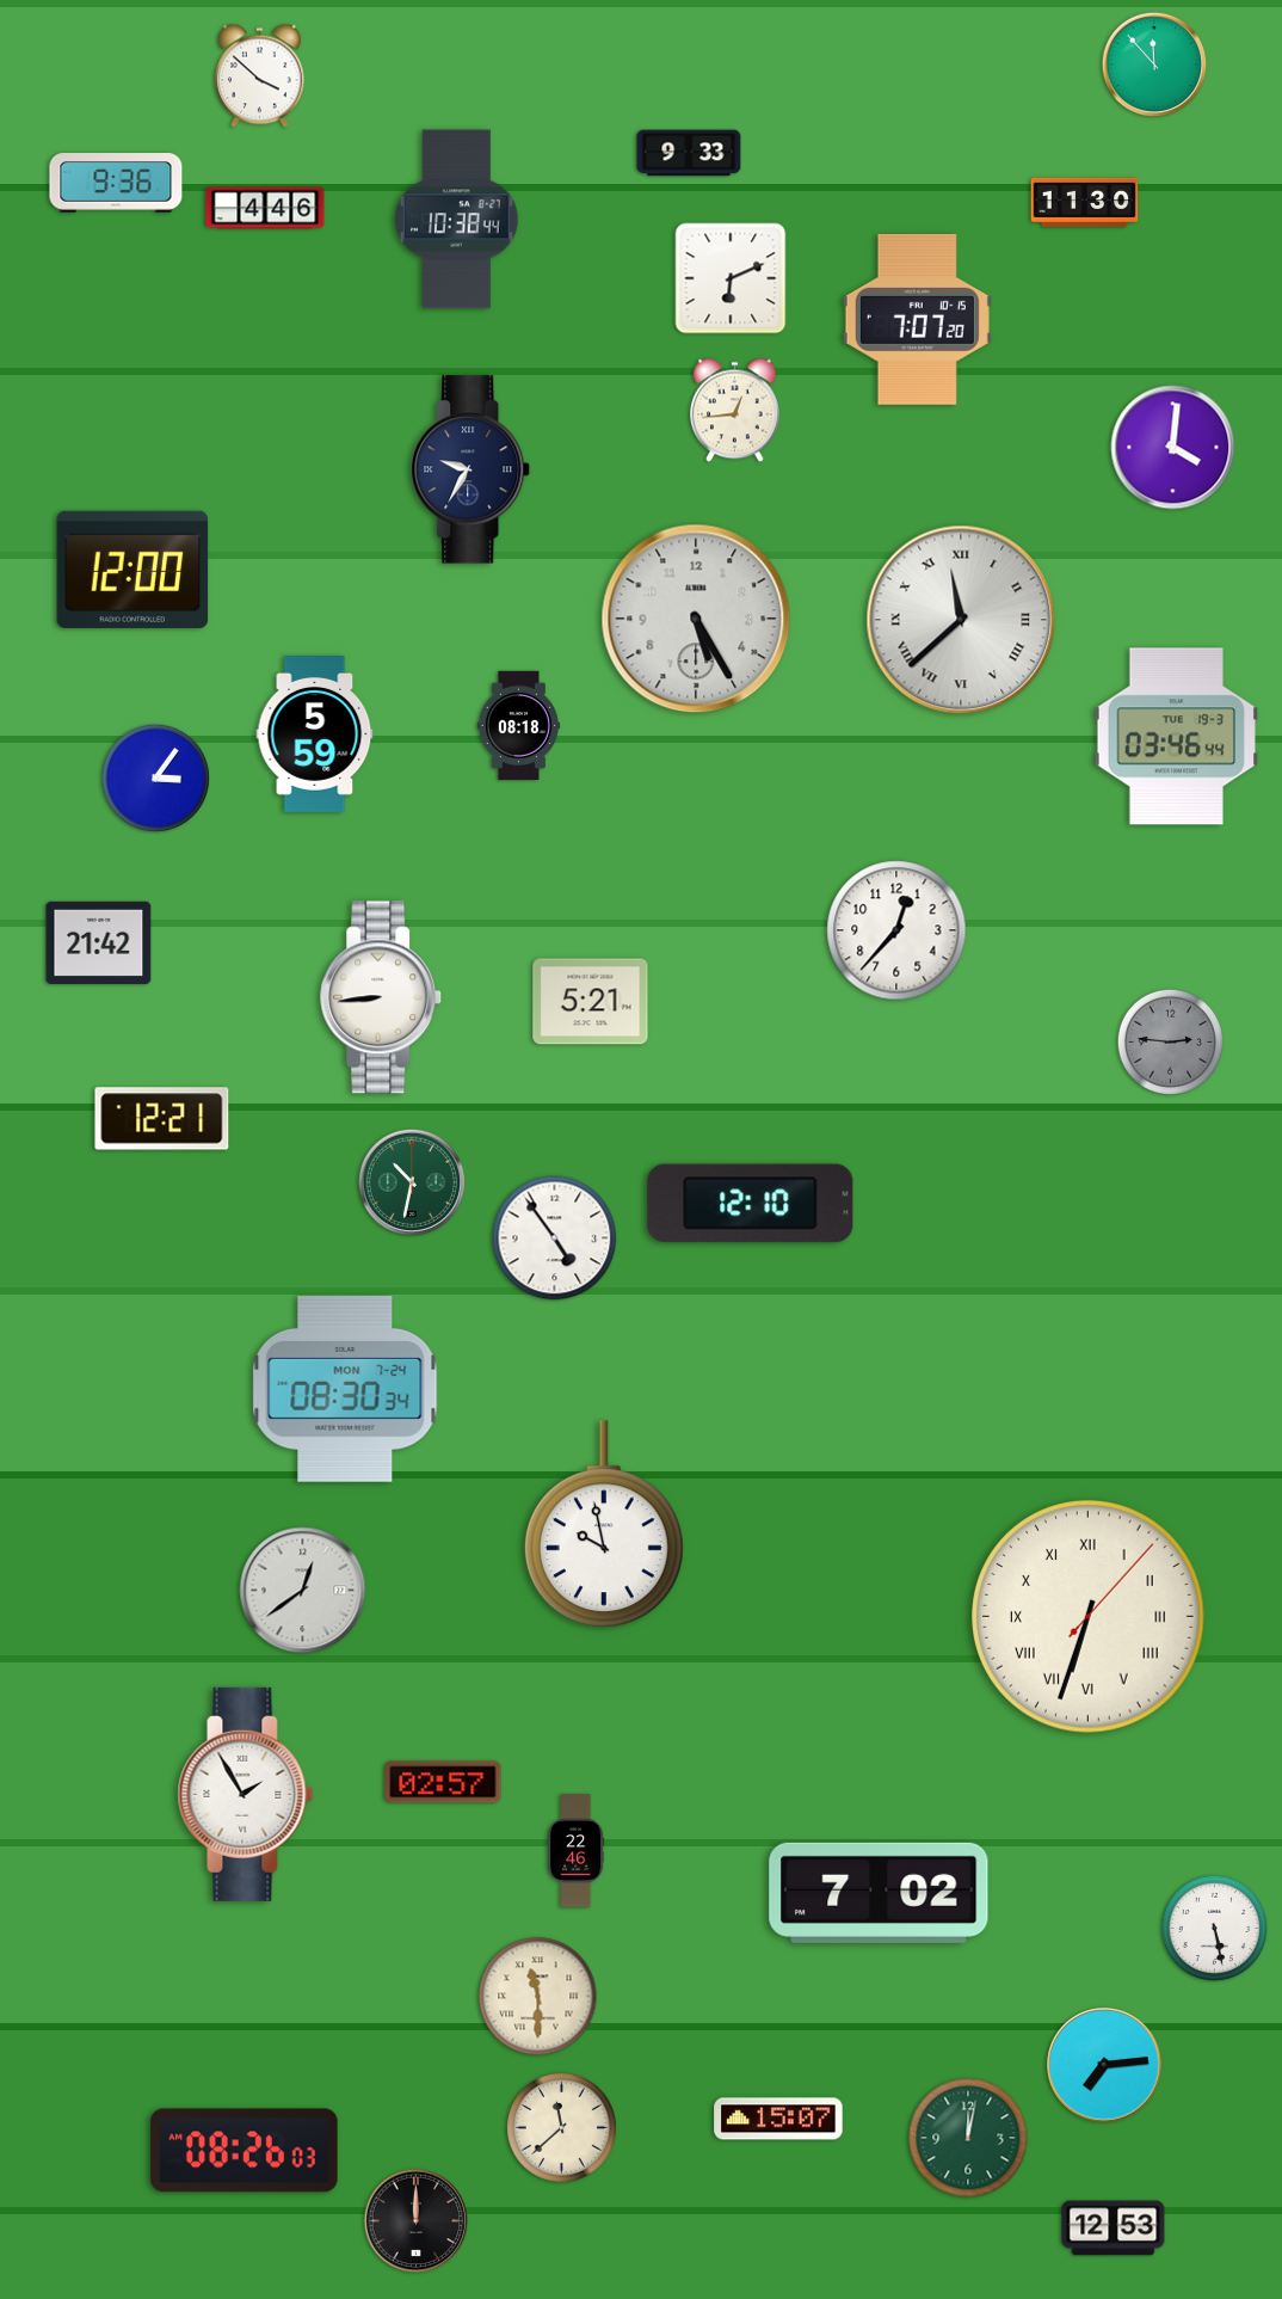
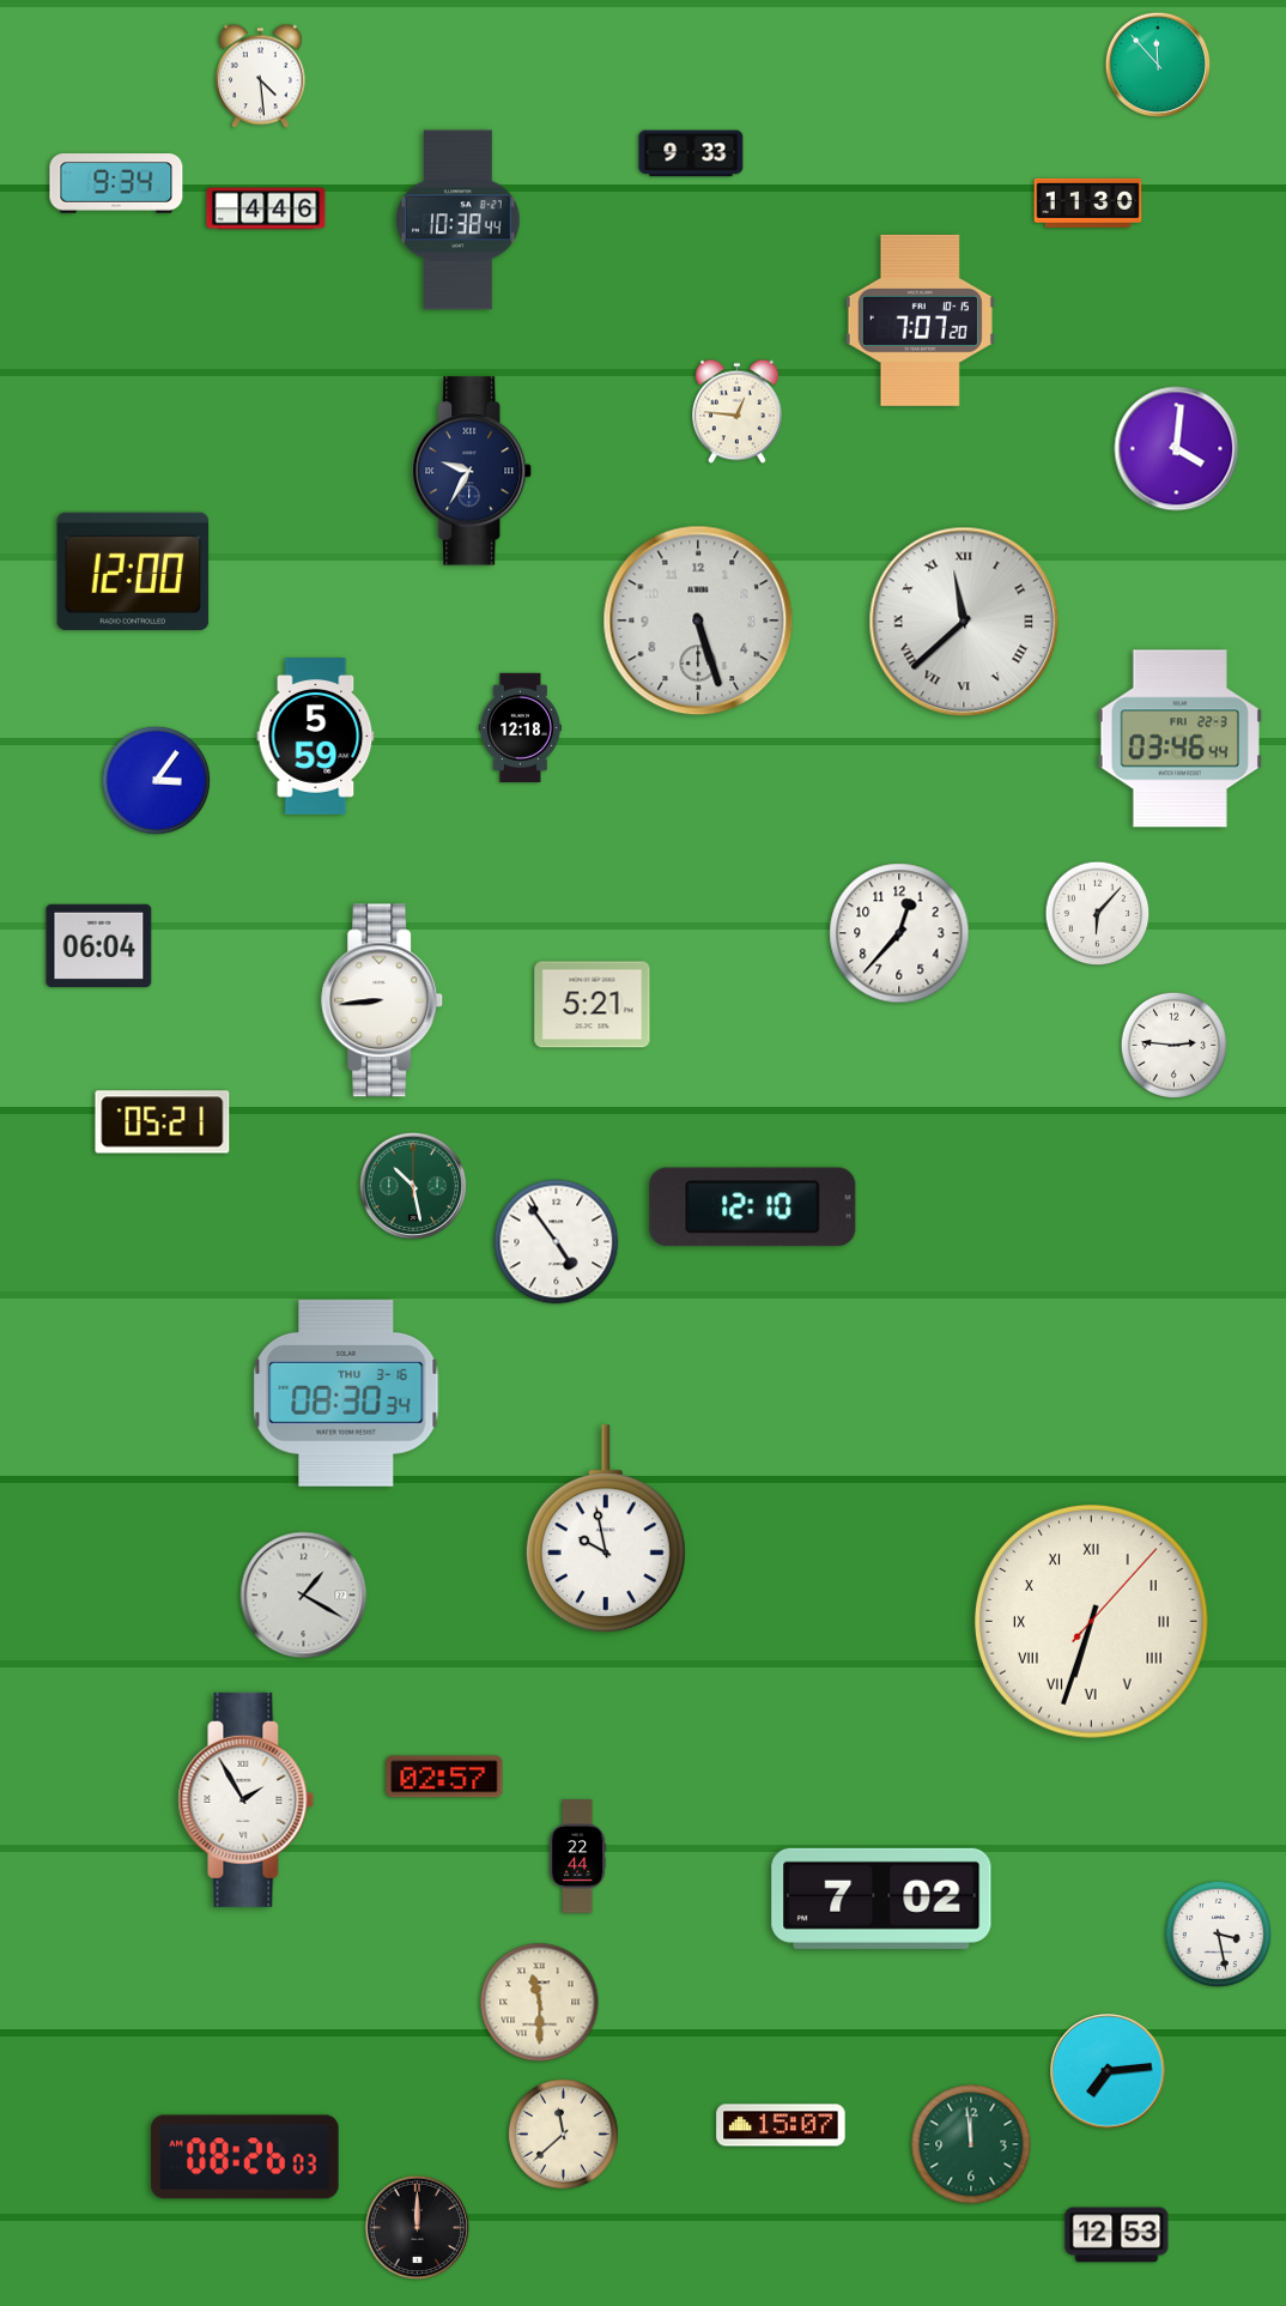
clock at (260, 76): 3:52 -> 4:29
clock at (116, 183): 9:36 -> 9:34
clock at (731, 278): 6:11 -> none
clock at (735, 411): 12:44 -> 12:46
clock at (696, 619): 5:25 -> 5:27
clock at (518, 726): 08:18 -> 12:18
clock at (1176, 737) date: TUE 19-3 -> FRI 22-3
clock at (1098, 914): none -> 6:07
clock at (99, 942): 21:42 -> 06:04
clock at (1170, 1041) dial: grey -> white
clock at (162, 1119): 12:21 -> 05:21
clock at (412, 1182): 10:32 -> 10:28
clock at (345, 1389) date: MON 7-24 -> THU 3-16
clock at (303, 1591): 12:39 -> 1:20
clock at (443, 1782) position: (443, 1782) -> (444, 1777)
clock at (577, 1851): 22:46 -> 22:44
clock at (1214, 1928): 5:28 -> 3:28
clock at (968, 2138): 12:02 -> 11:59
